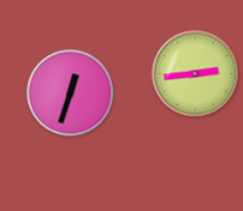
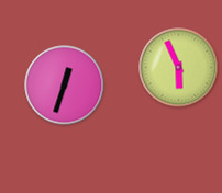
clock at (196, 74): 2:44 -> 5:56
